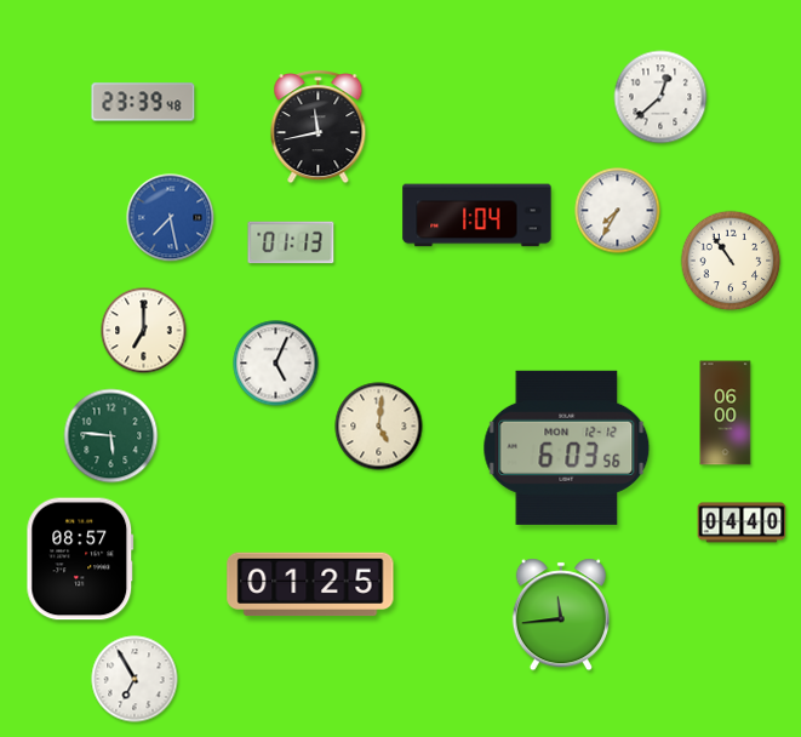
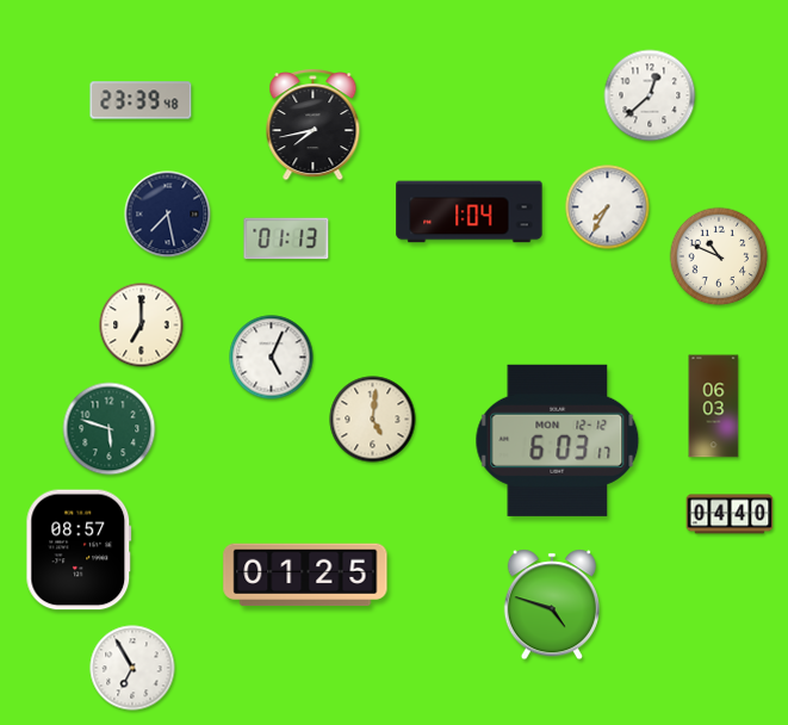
clock at (319, 127): 11:43 -> 7:43
clock at (171, 218) dial: blue -> navy
clock at (731, 261): 10:54 -> 10:49
clock at (726, 413): 06:00 -> 06:03
clock at (111, 436): 5:46 -> 5:48
clock at (567, 447): 6:03:56 -> 6:03:17
clock at (561, 615): 11:44 -> 4:48
